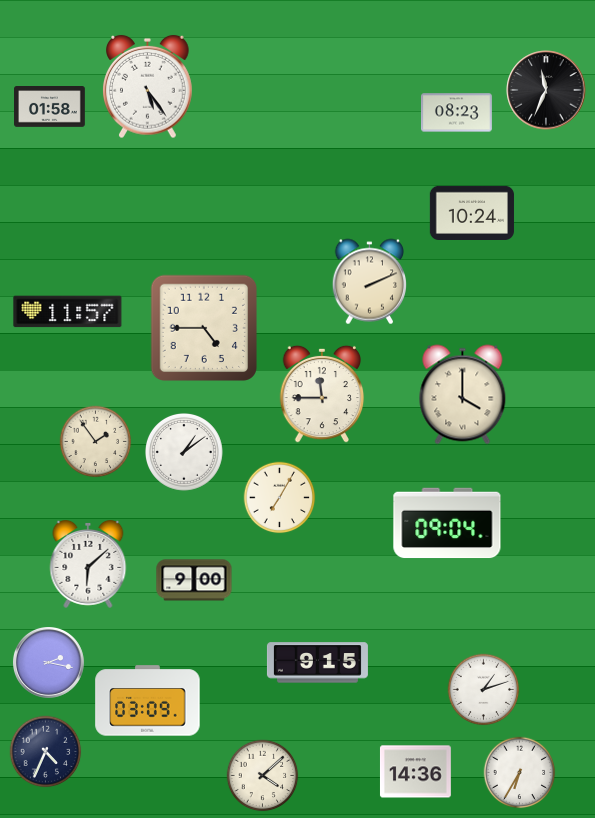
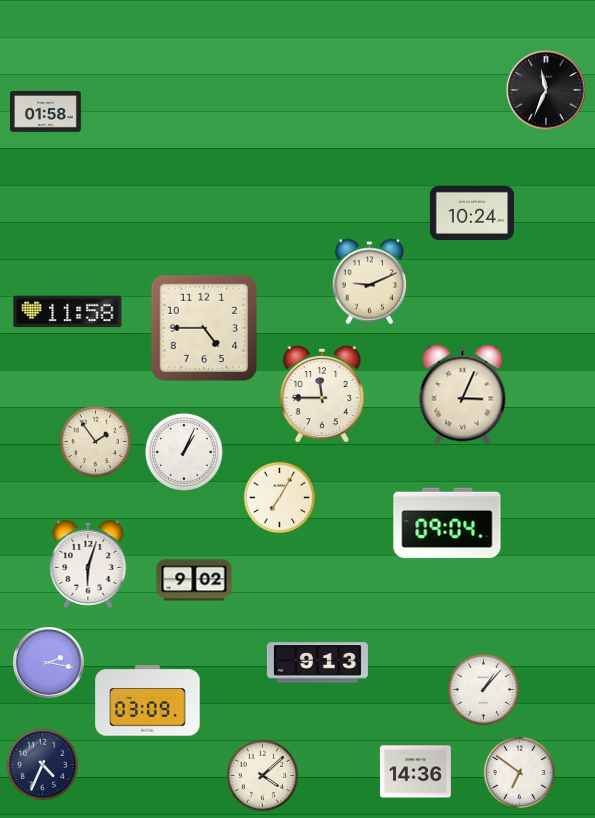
clock at (148, 87): 5:24 -> none
clock at (50, 107) position: (50, 107) -> (46, 112)
clock at (457, 113): 08:23 -> none
clock at (369, 282): 2:11 -> 9:11
clock at (68, 312): 11:57 -> 11:58
clock at (463, 395): 4:00 -> 3:04
clock at (185, 453): 1:09 -> 1:04
clock at (88, 564): 6:08 -> 6:03
clock at (194, 580): 9:00 -> 9:02
clock at (317, 663): 9:15 -> 9:13
clock at (484, 690): 1:12 -> 1:07
clock at (46, 752) position: (46, 752) -> (43, 765)
clock at (520, 773): 6:35 -> 6:51
